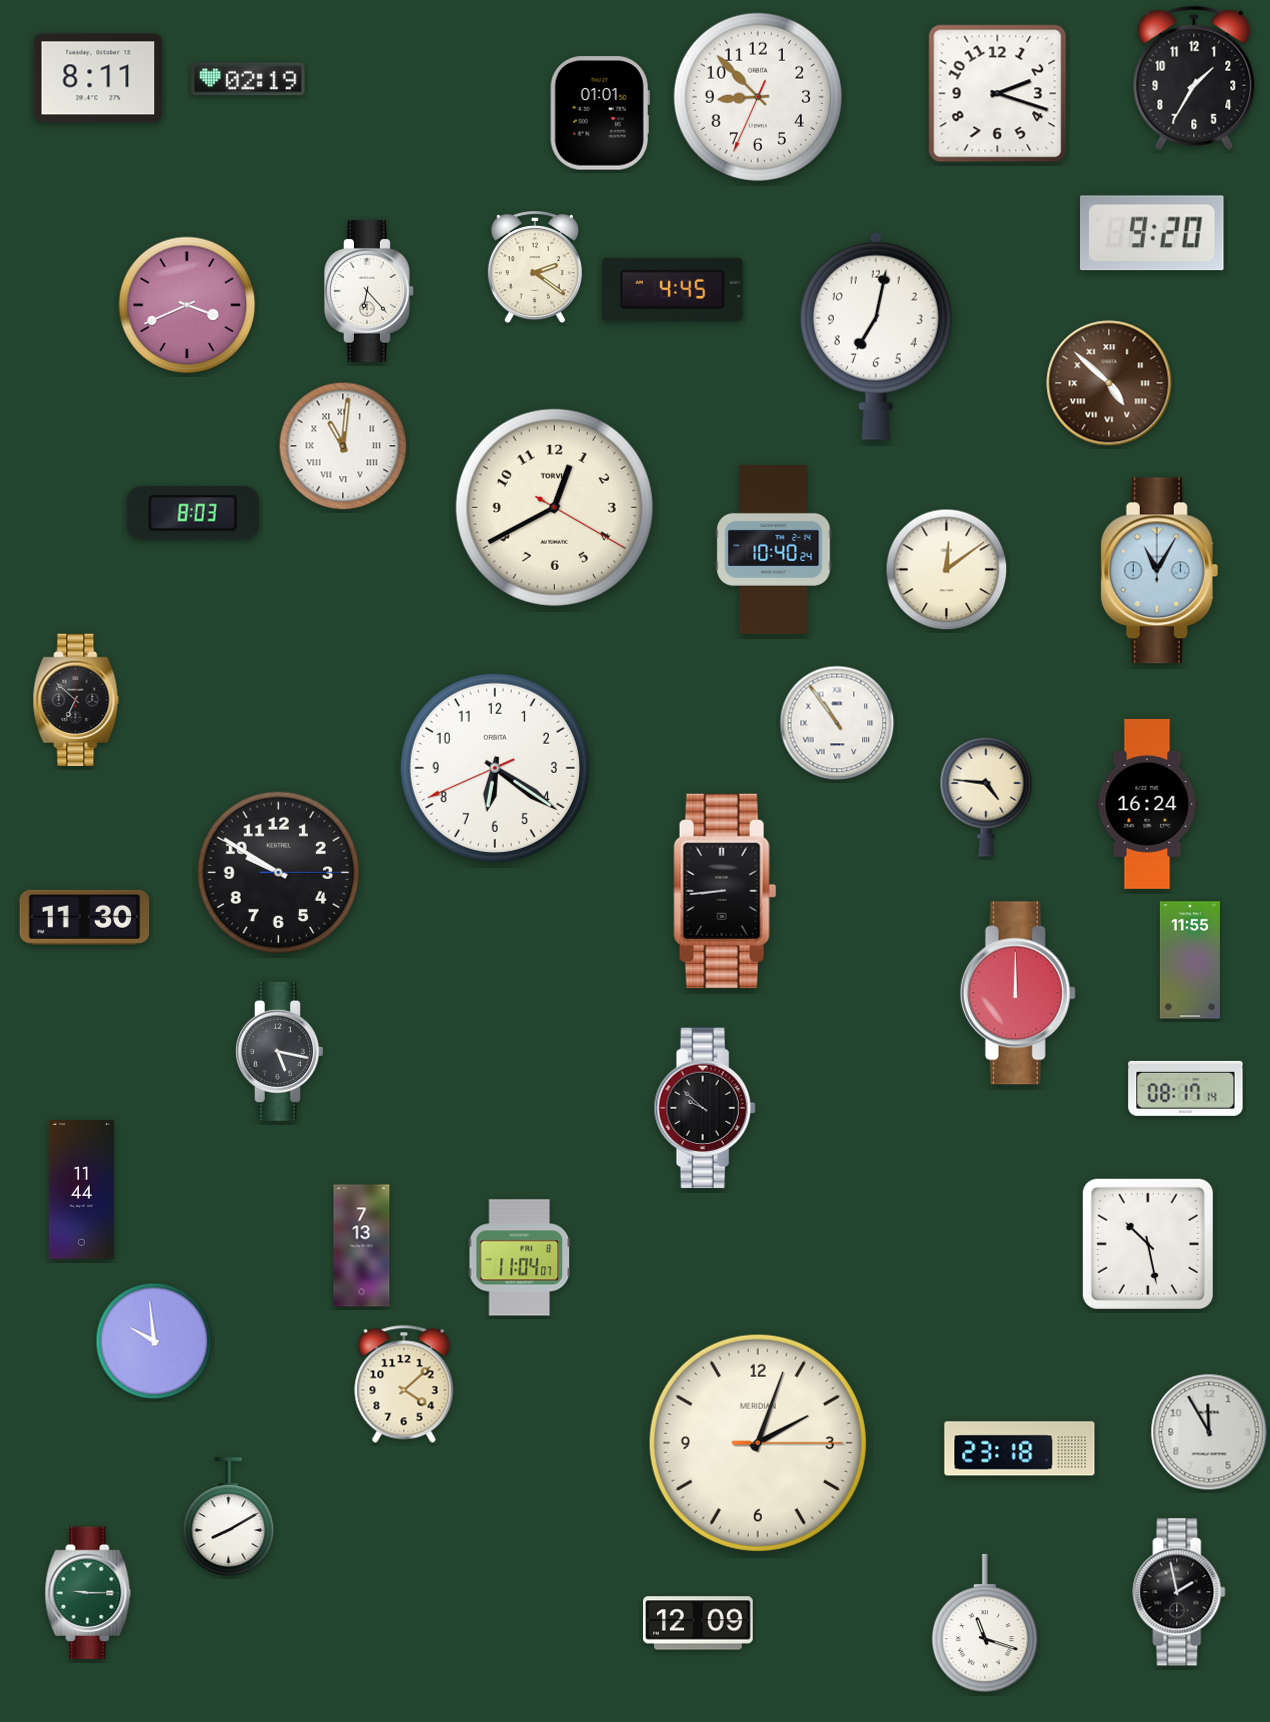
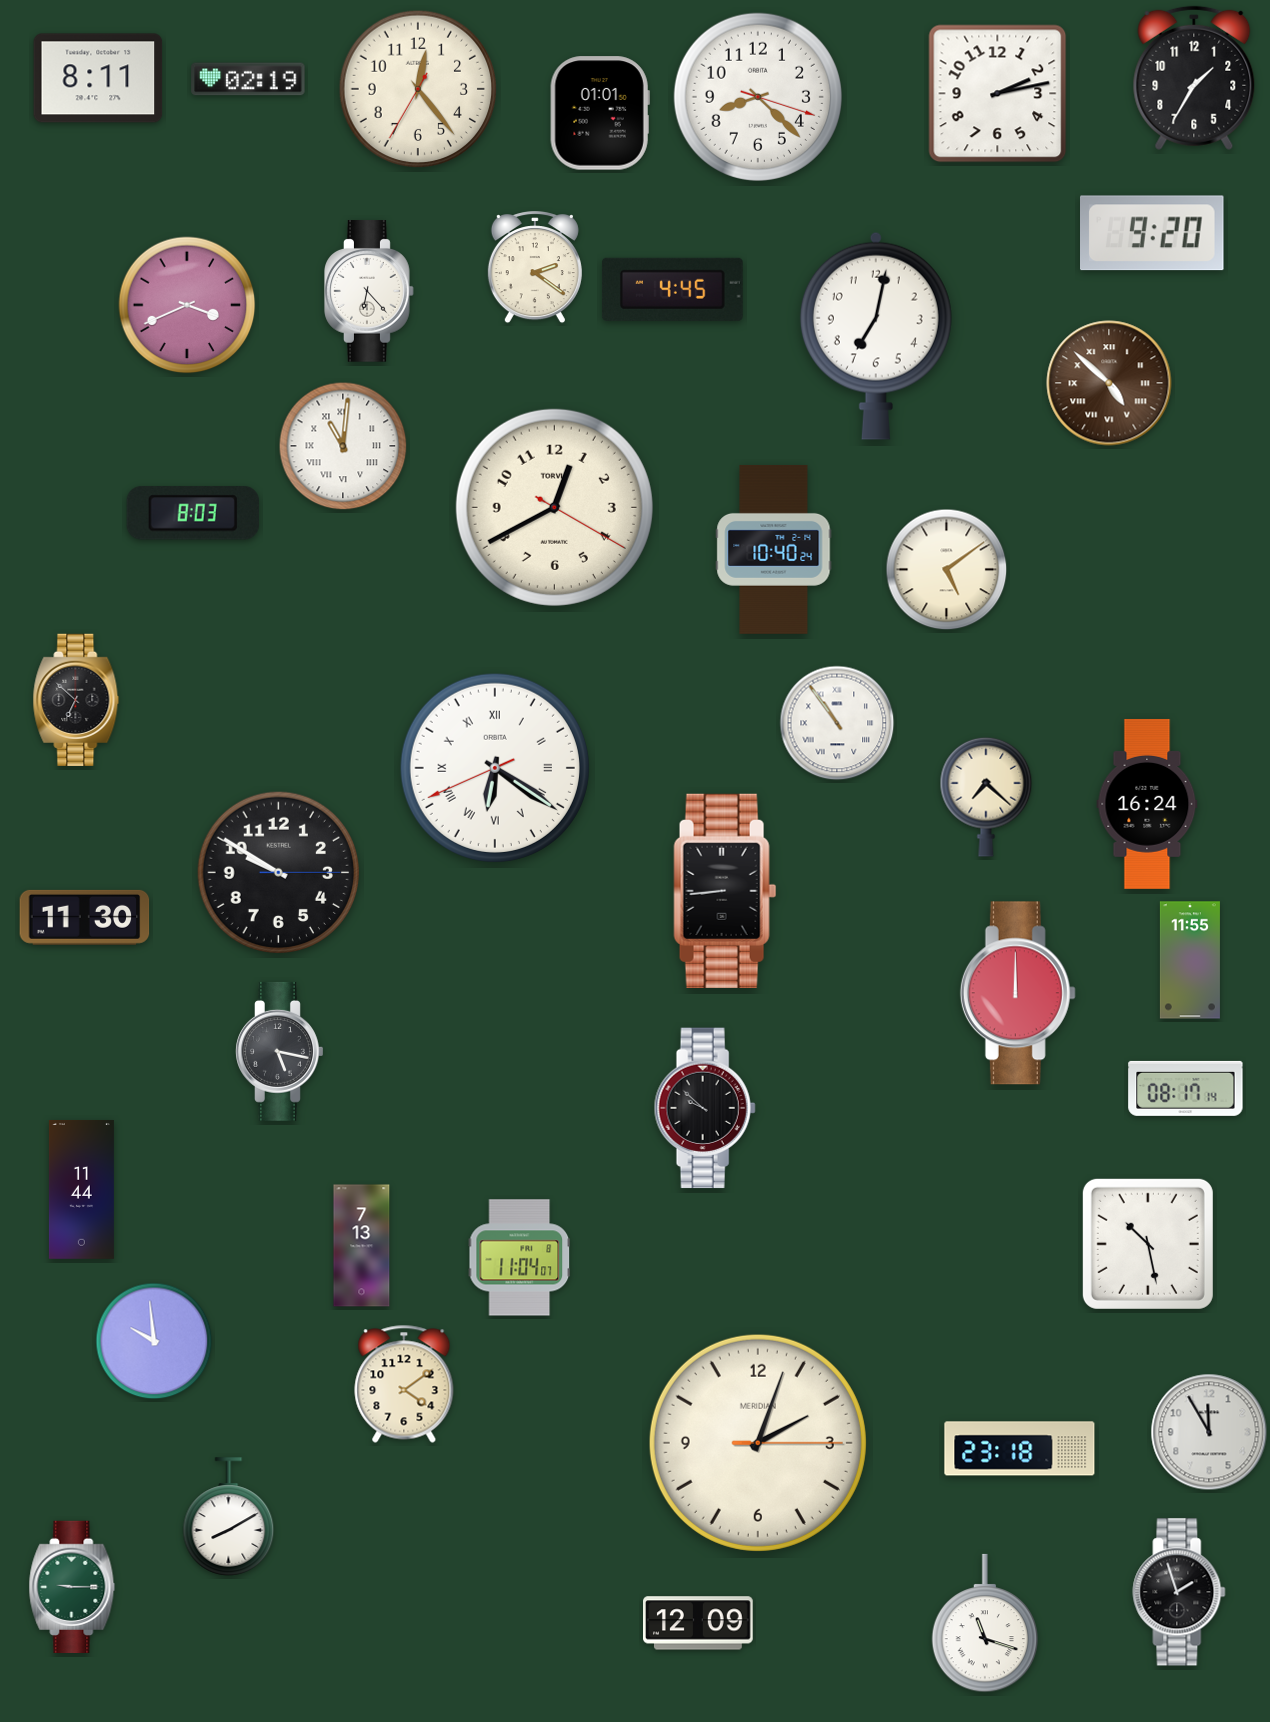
clock at (418, 89): none -> 12:23
clock at (998, 94): 2:18 -> 2:13
clock at (757, 96): 8:52 -> 8:22
clock at (947, 570): 12:09 -> 5:09
clock at (1160, 571): 11:05 -> none
clock at (495, 768) numerals: Arabic -> Roman
clock at (986, 797): 4:46 -> 7:22
clock at (404, 1384): 4:08 -> 4:09
clock at (88, 1592) position: (88, 1592) -> (72, 1586)
clock at (1179, 1592): 1:58 -> 1:57
